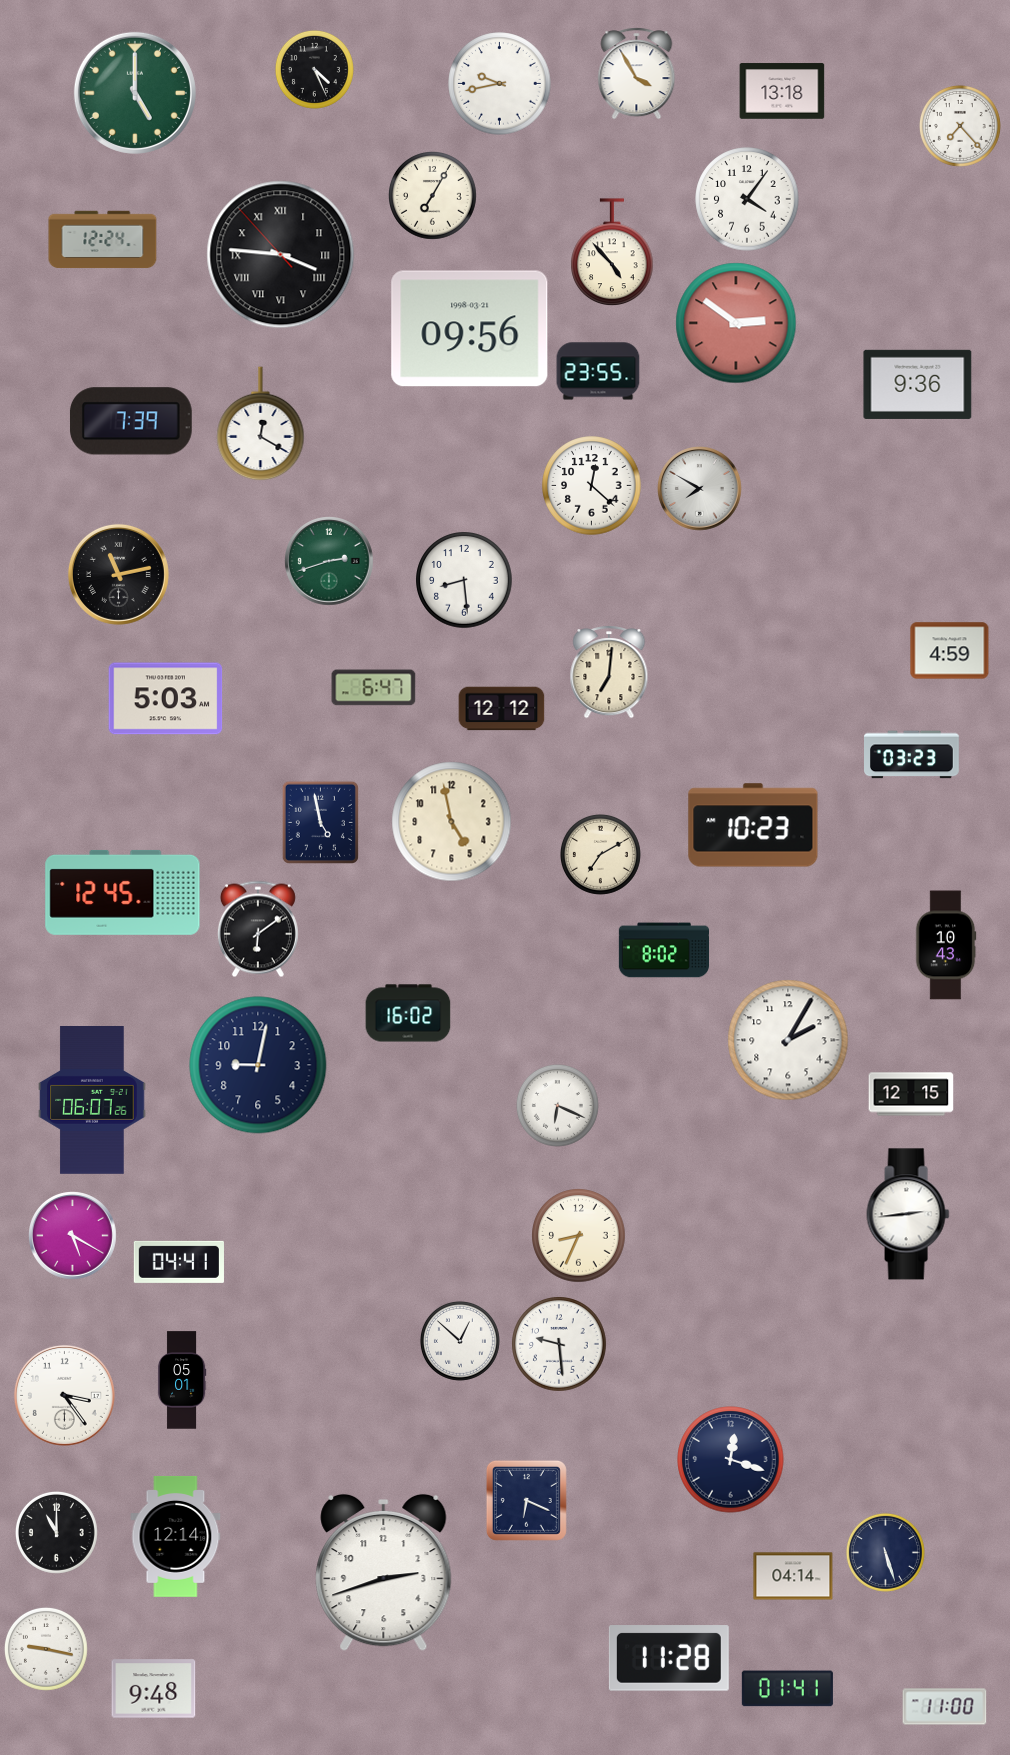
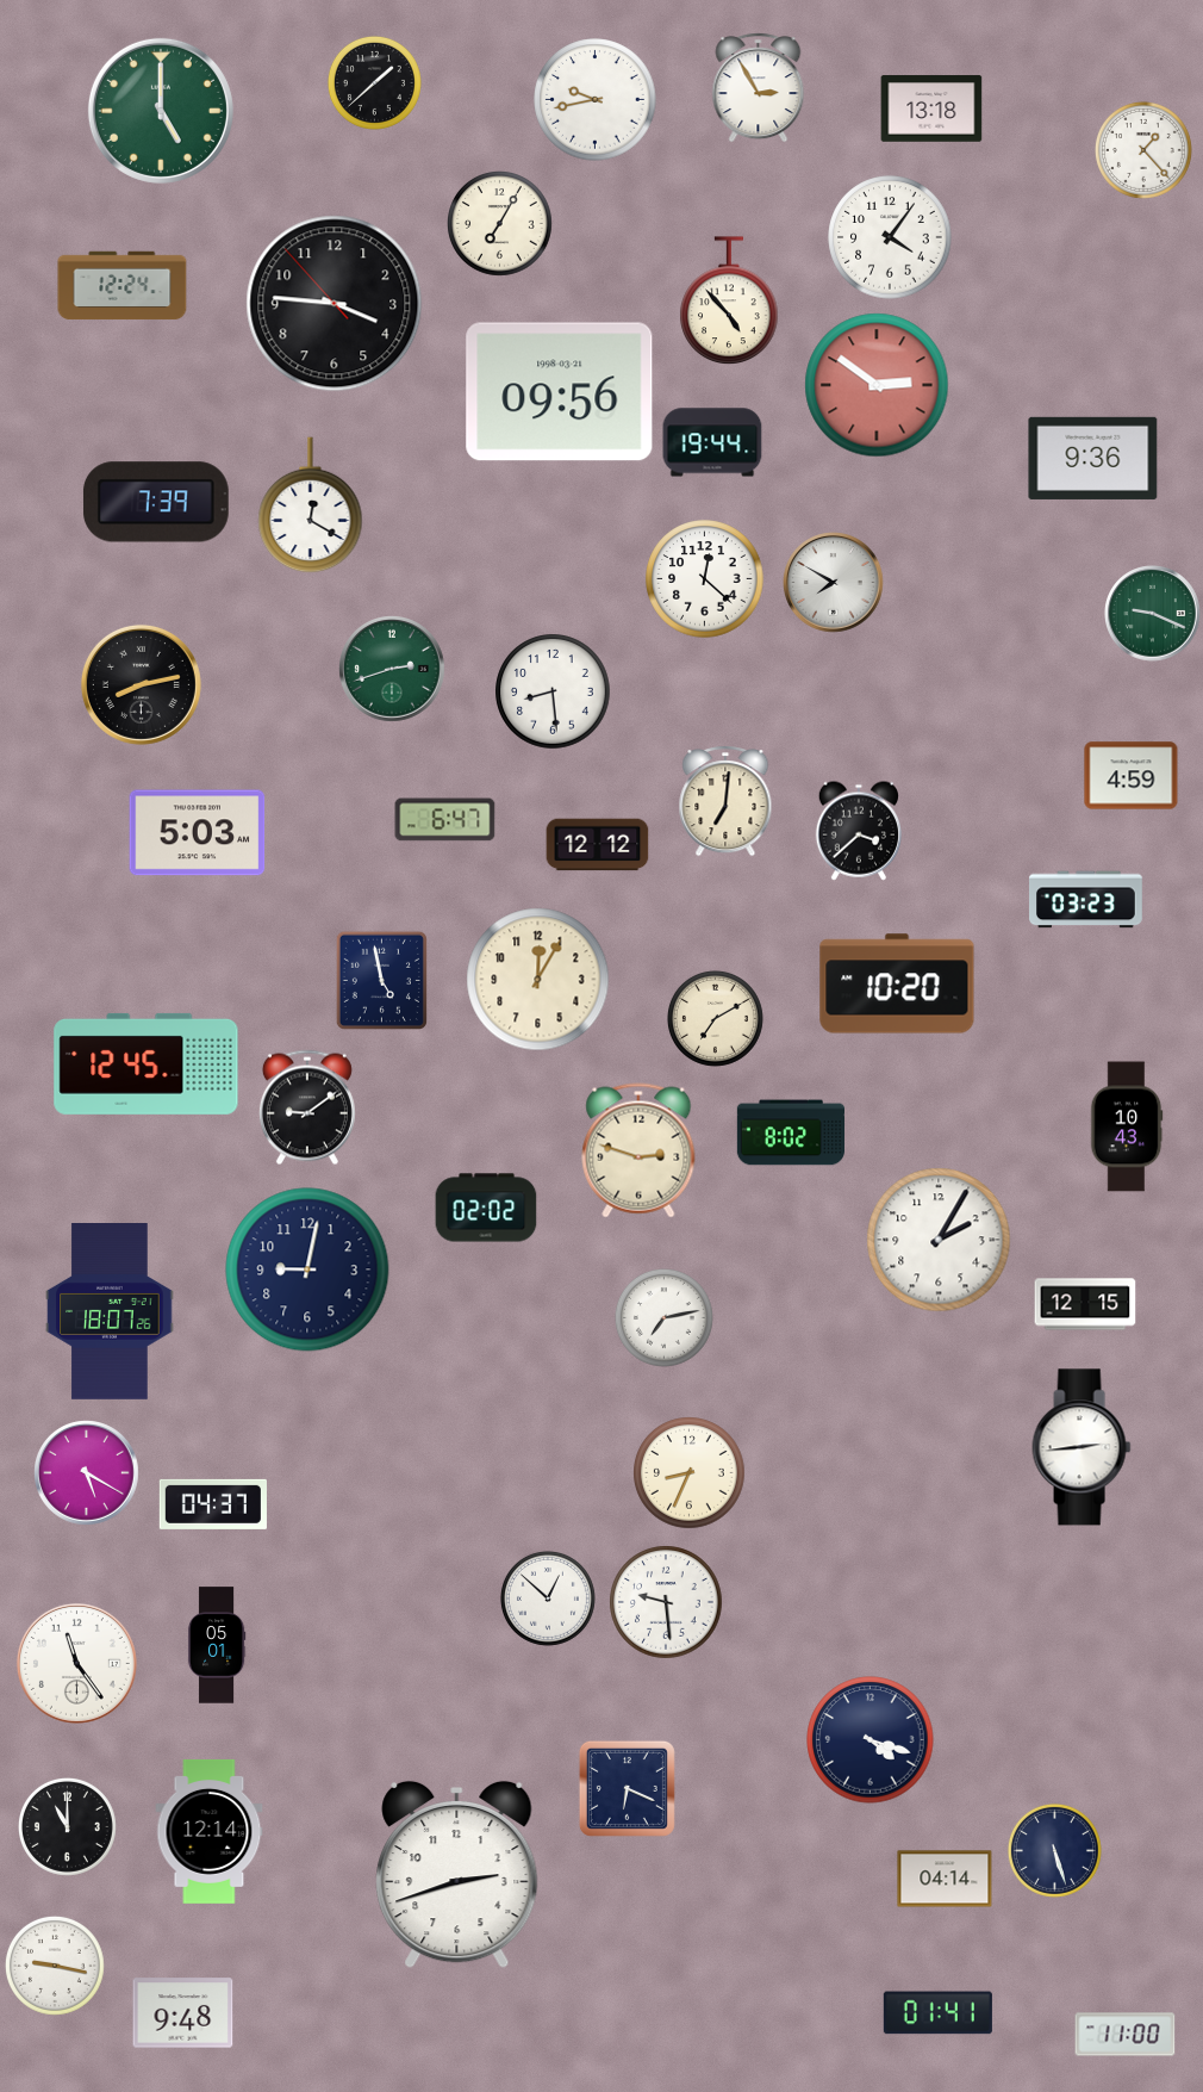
clock at (314, 69): 4:26 -> 1:38
clock at (637, 74): 3:55 -> 2:55
clock at (960, 126): 7:23 -> 1:23
clock at (433, 196) position: (433, 196) -> (500, 224)
clock at (281, 255) numerals: Roman -> Arabic
clock at (598, 371): 23:55 -> 19:44
clock at (1153, 614): none -> 9:19
clock at (118, 574): 11:13 -> 8:13
clock at (858, 831): none -> 3:38
clock at (452, 822): 4:58 -> 12:05
clock at (753, 825): 10:23 -> 10:20
clock at (258, 929): 6:09 -> 9:09
clock at (638, 1150): none -> 2:48
clock at (408, 1013): 16:02 -> 02:02
clock at (92, 1101): 06:07 -> 18:07
clock at (557, 1105): 6:19 -> 7:13
clock at (179, 1262): 04:41 -> 04:37
clock at (64, 1395): 3:24 -> 11:24
clock at (731, 1460): 12:18 -> 4:18
clock at (669, 1658): 11:28 -> none
